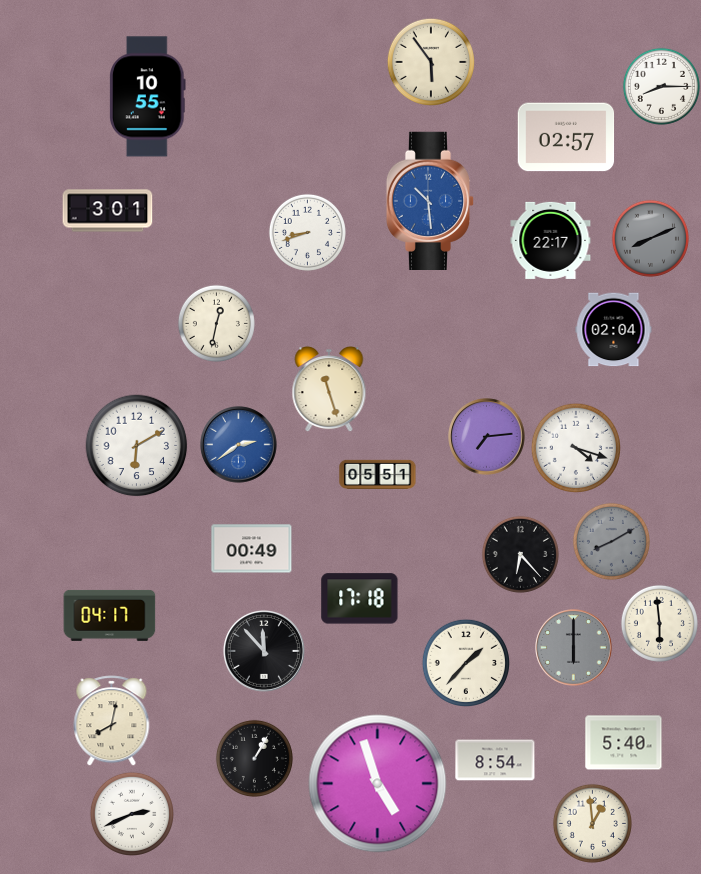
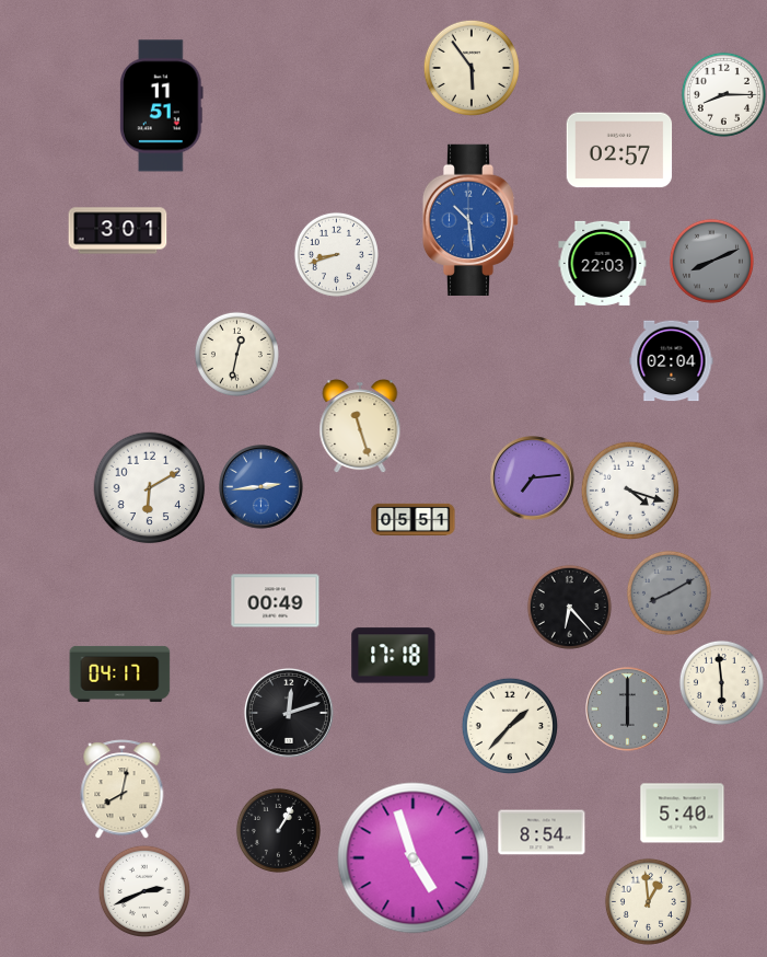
clock at (148, 97): 10:55 -> 11:51
clock at (551, 240): 22:17 -> 22:03
clock at (239, 445): 2:39 -> 2:44
clock at (264, 651): 11:53 -> 12:12
